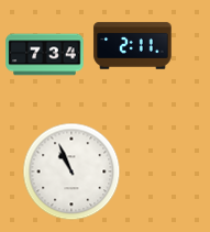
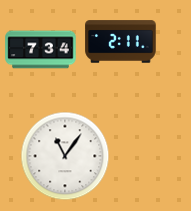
clock at (71, 172): 10:56 -> 11:06
